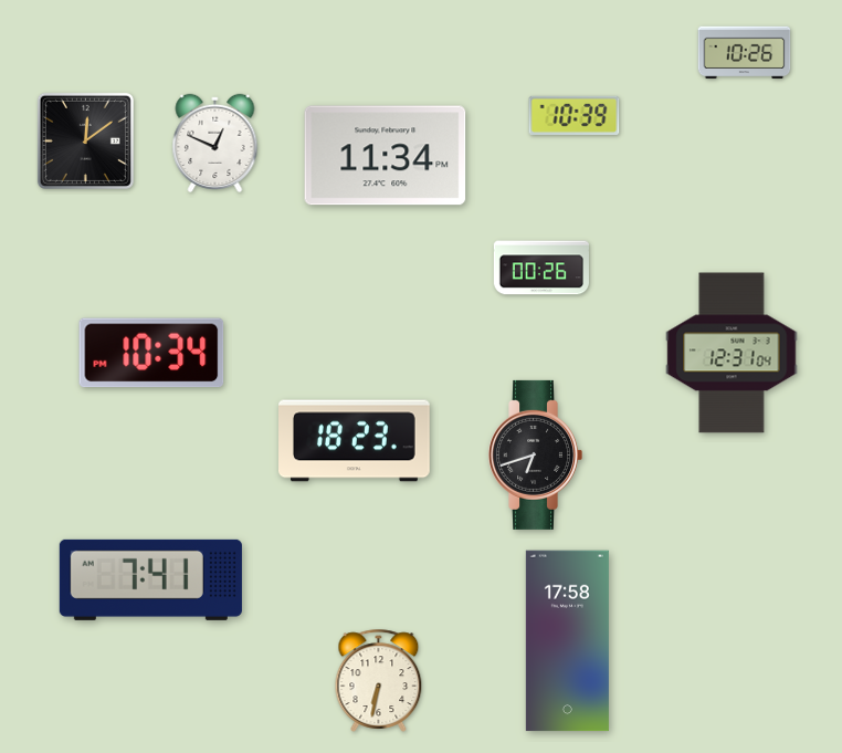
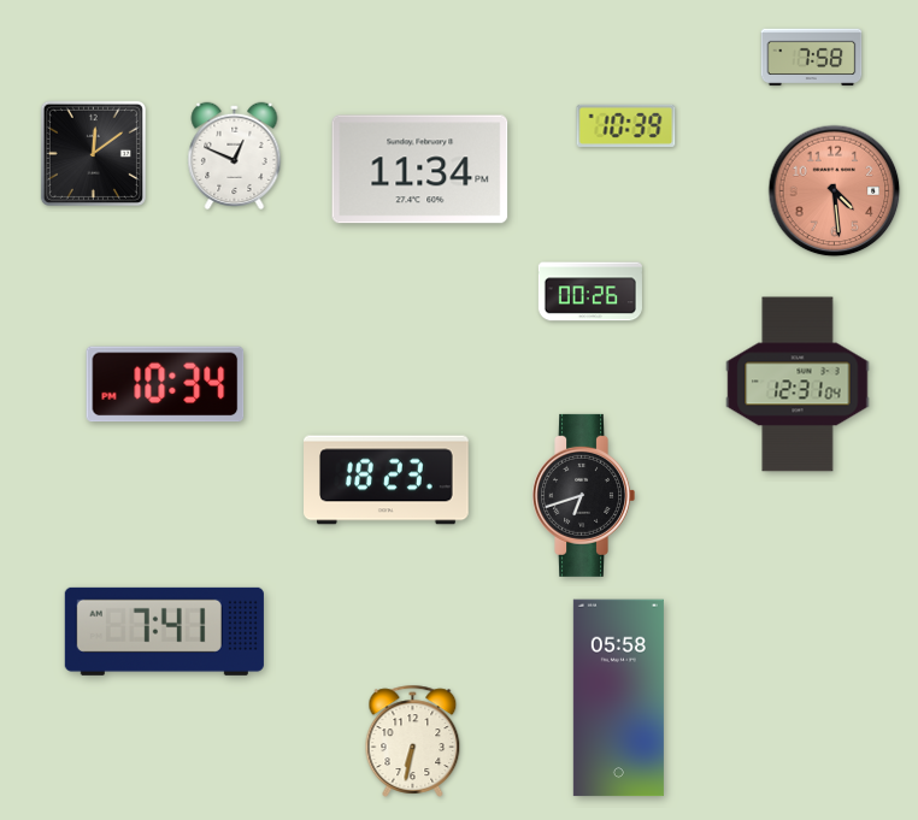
clock at (745, 53): 10:26 -> 7:58
clock at (835, 191): none -> 4:29
clock at (567, 641): 17:58 -> 05:58
